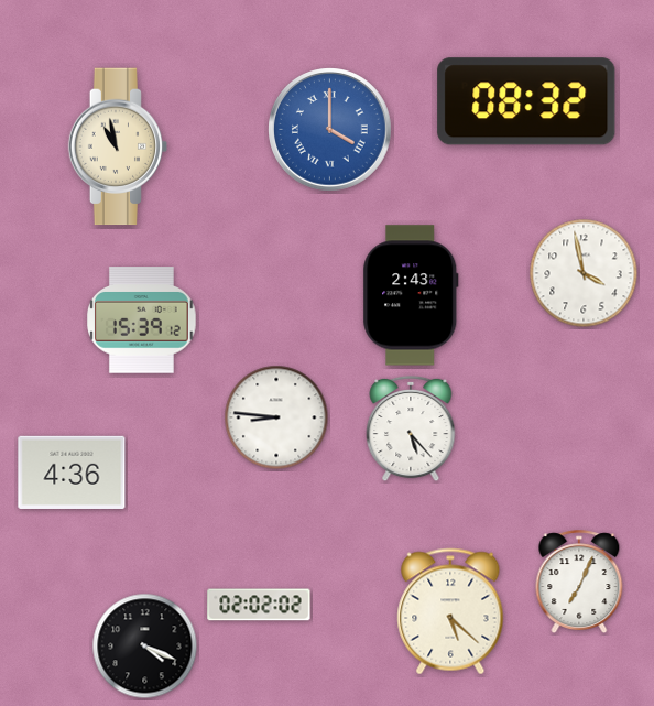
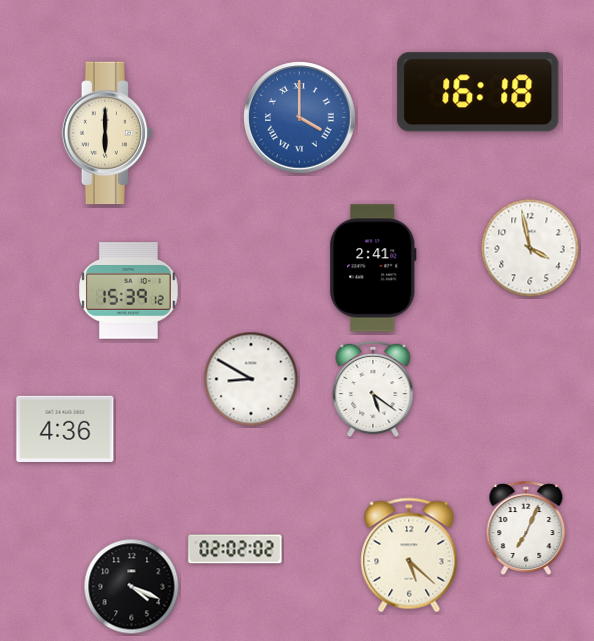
clock at (526, 101): 08:32 -> 16:18
clock at (118, 146): 10:58 -> 6:00
clock at (411, 295): 2:43 -> 2:41
clock at (276, 417): 8:46 -> 8:50
clock at (411, 428): 5:23 -> 5:21
